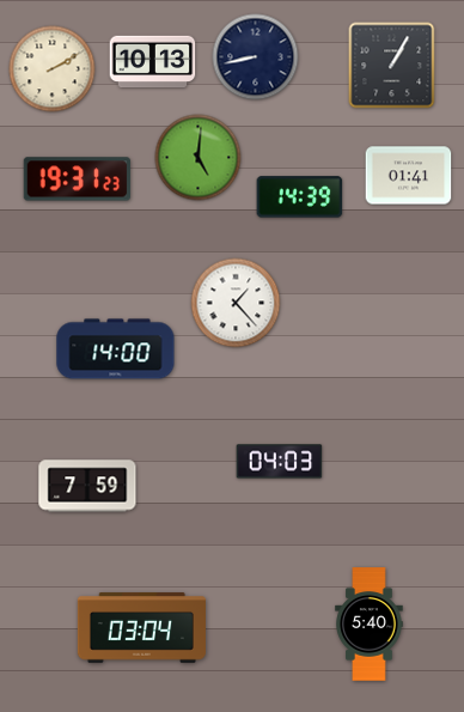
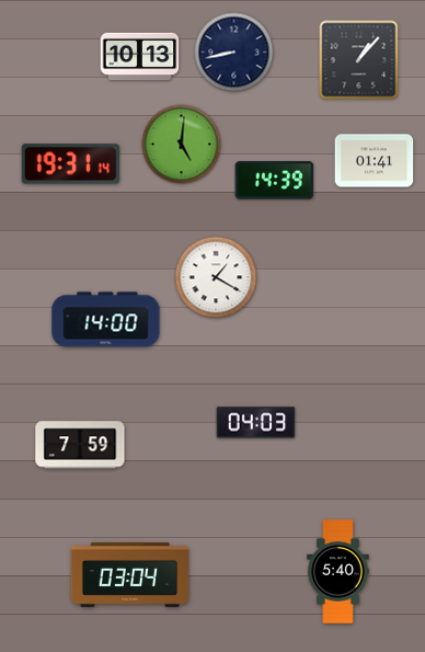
clock at (392, 66): 1:05 -> 1:07
clock at (53, 69): 2:10 -> none
clock at (78, 179): 19:31:23 -> 19:31:14
clock at (236, 303): 1:23 -> 1:20
